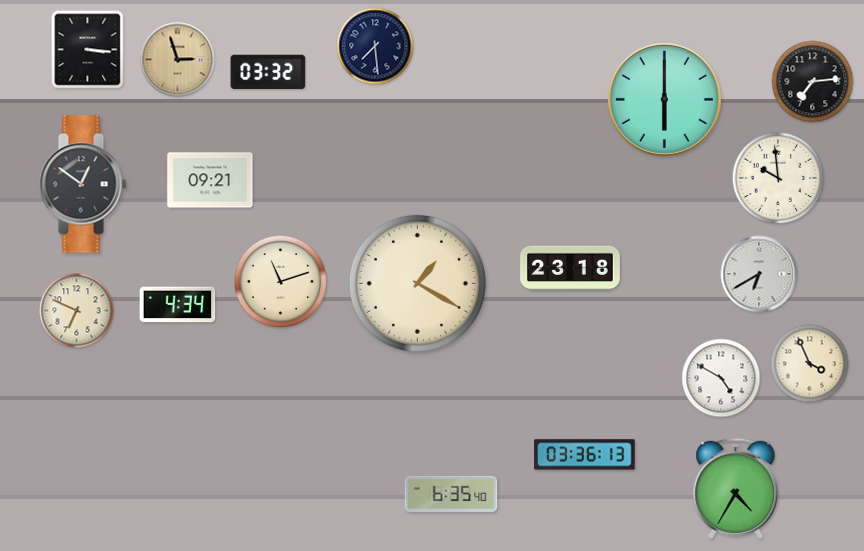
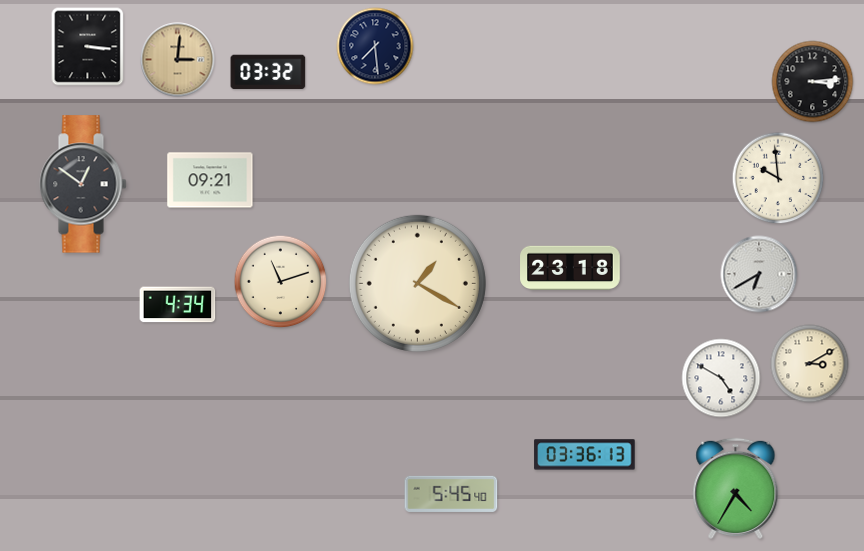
clock at (88, 50) position: (88, 50) -> (88, 47)
clock at (178, 60): 2:57 -> 3:01
clock at (813, 82): 7:14 -> 3:14
clock at (664, 99): 6:00 -> none
clock at (77, 311): 6:49 -> none
clock at (810, 364): 3:56 -> 3:10
clock at (451, 494): 6:35 -> 5:45
